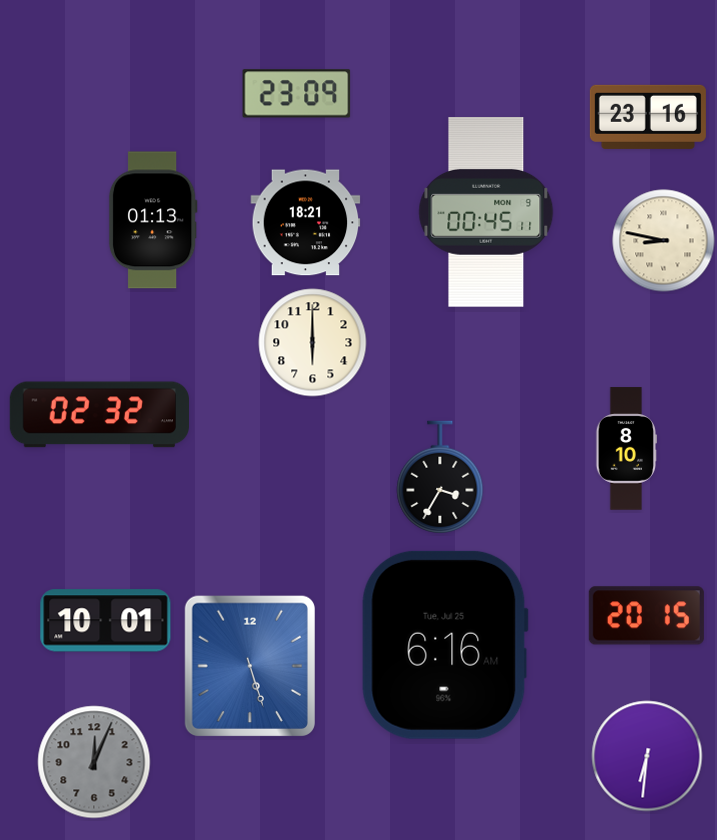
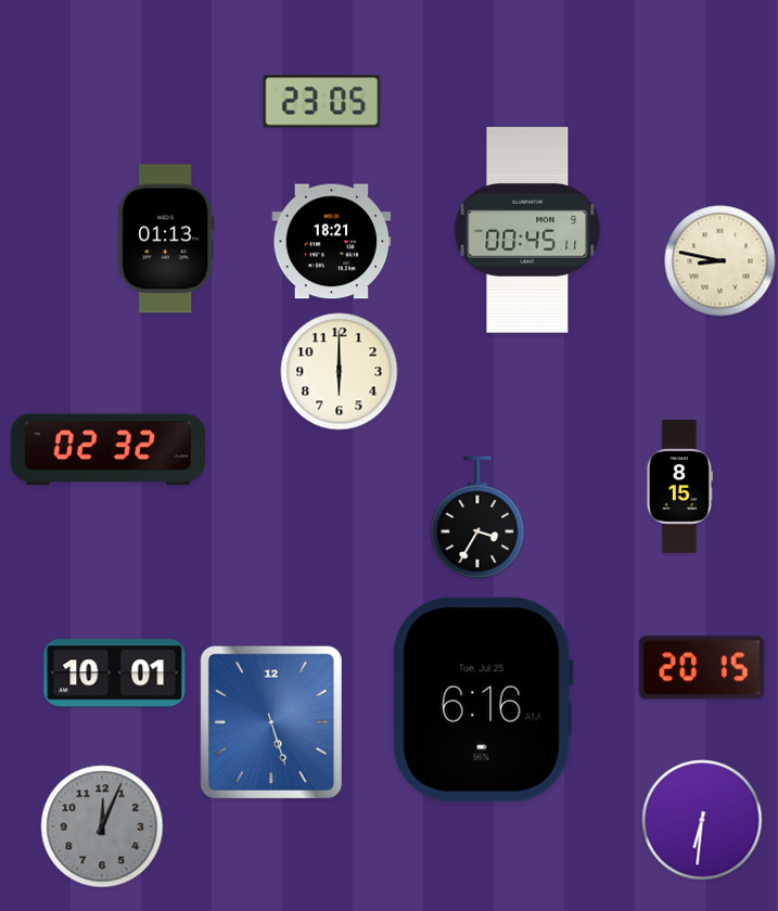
clock at (297, 94): 23:09 -> 23:05
clock at (648, 117): 23:16 -> none
clock at (626, 449): 8:10 -> 8:15
